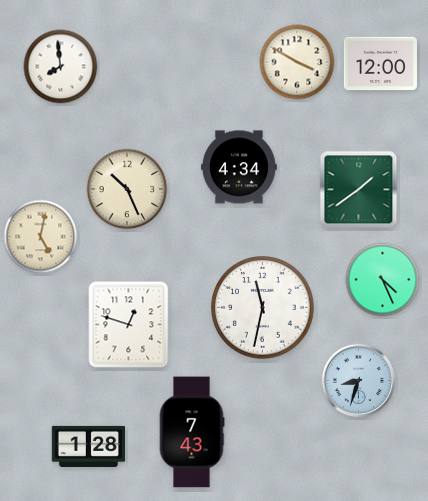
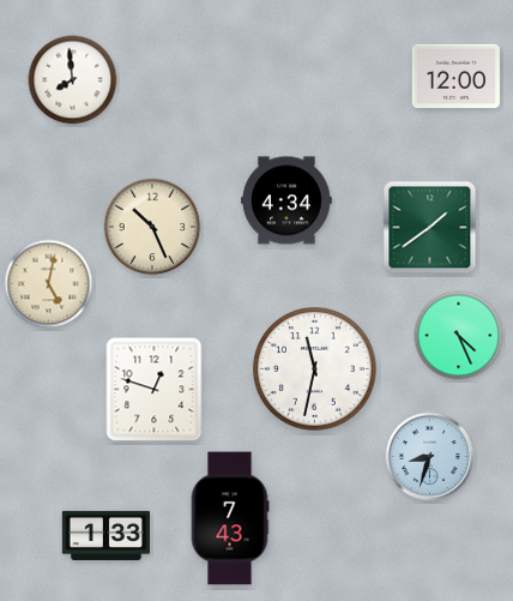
clock at (297, 62): 3:50 -> none
clock at (88, 446): 1:28 -> 1:33
